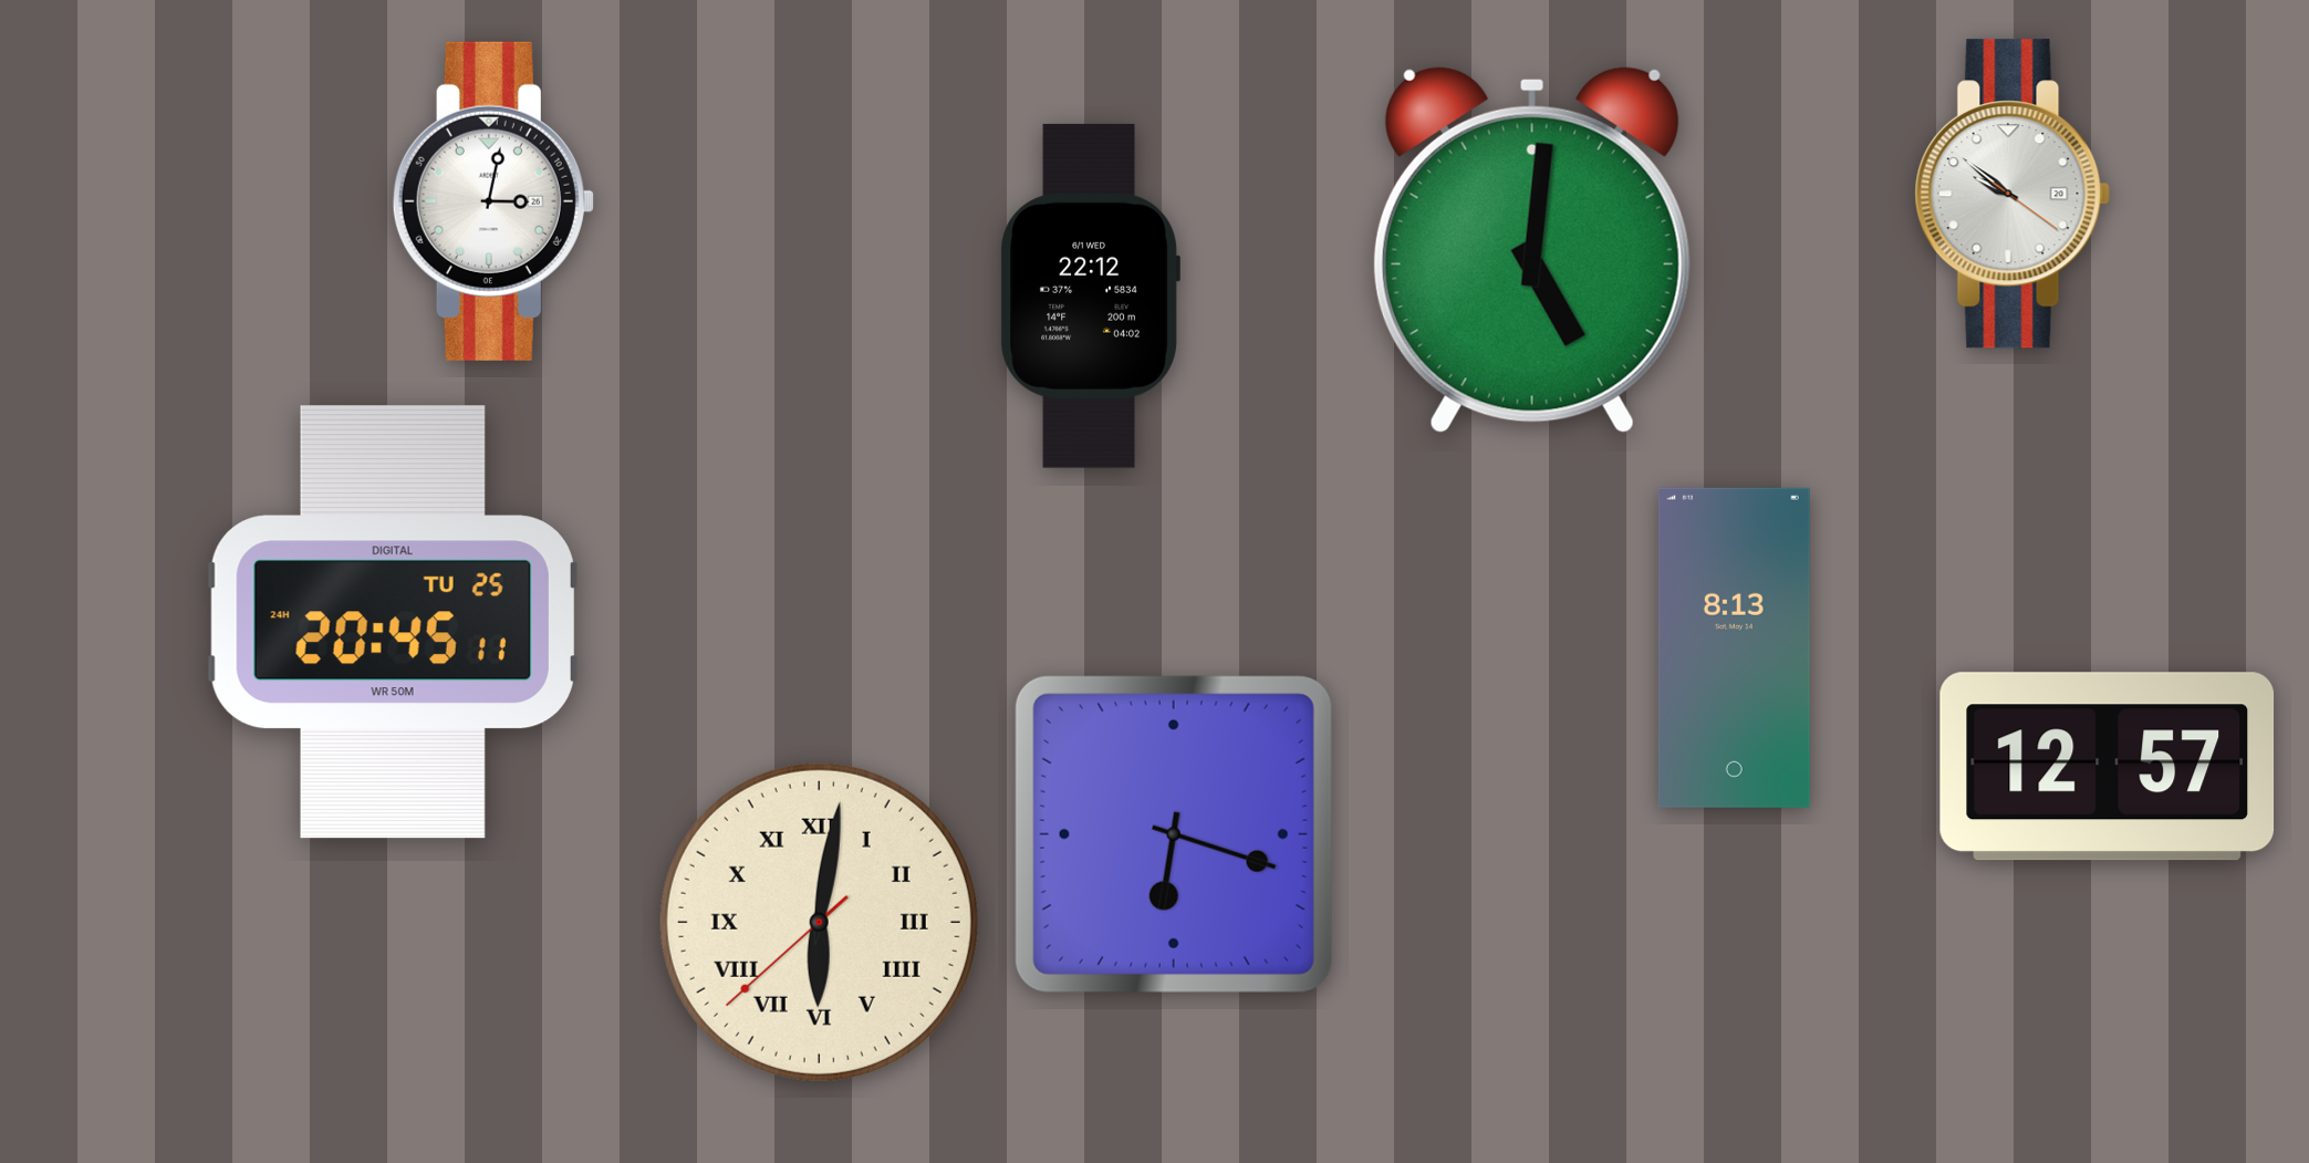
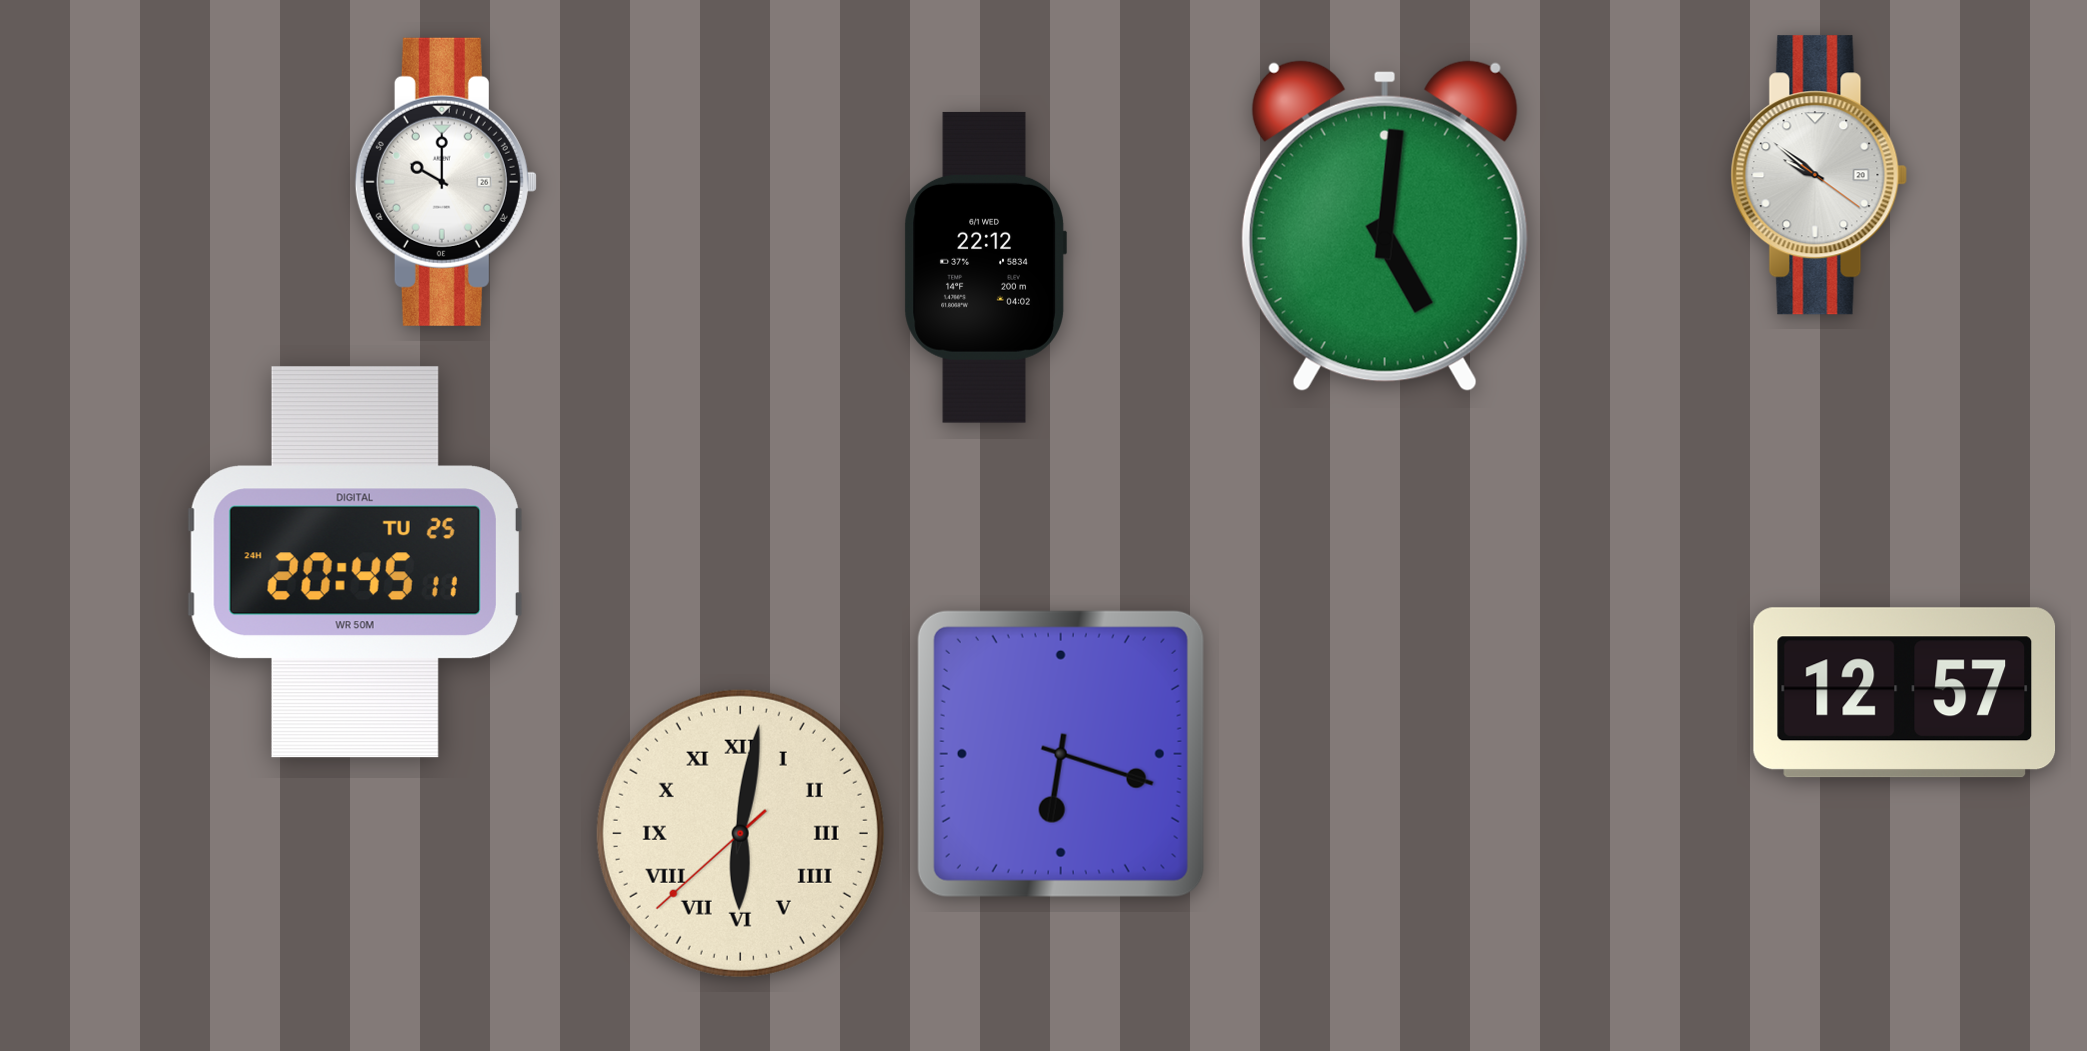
clock at (493, 201): 3:02 -> 10:00
clock at (1734, 647): 8:13 -> none
